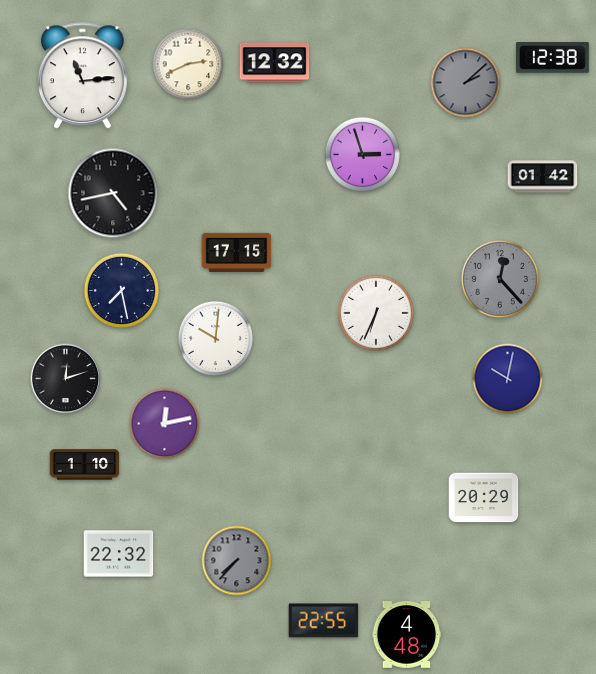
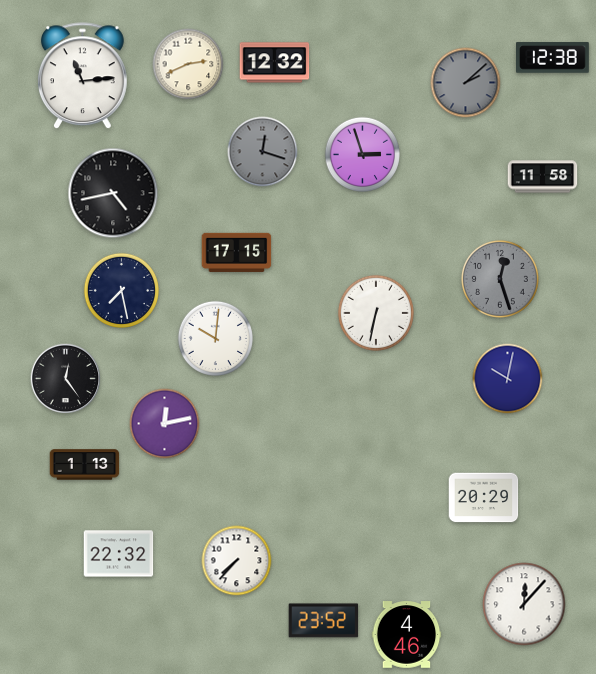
clock at (263, 152): none -> 12:18
clock at (543, 177): 01:42 -> 11:58
clock at (500, 279): 12:23 -> 12:27
clock at (376, 313): 6:34 -> 6:32
clock at (66, 379): 12:12 -> 12:24
clock at (85, 465): 1:10 -> 1:13
clock at (237, 561) dial: grey -> white
clock at (524, 604): none -> 12:07
clock at (324, 621): 22:55 -> 23:52
clock at (407, 635): 4:48 -> 4:46
